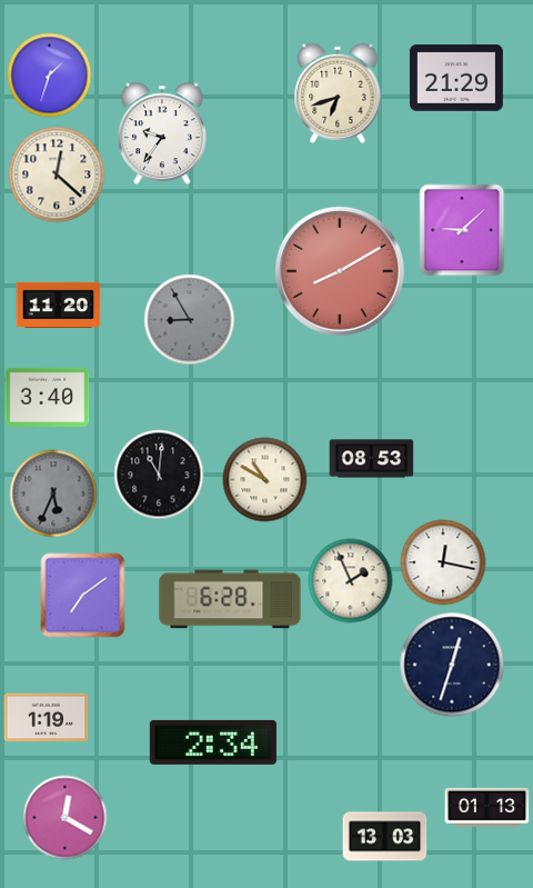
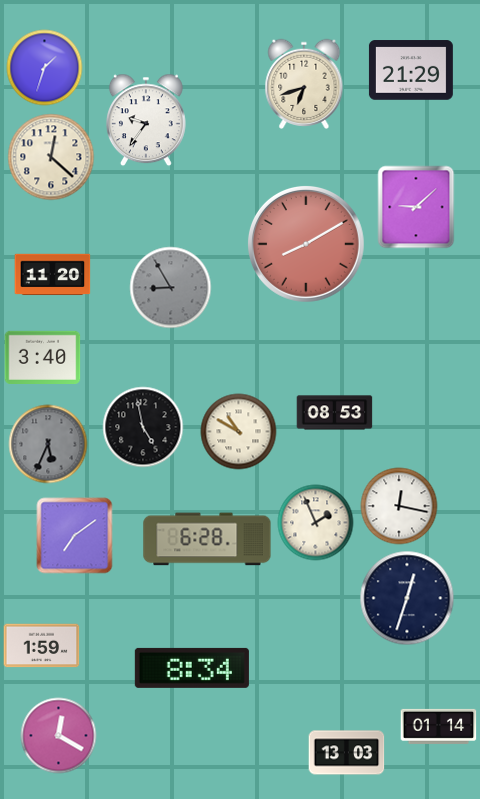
clock at (159, 475): 11:01 -> 4:58
clock at (47, 718): 1:19 -> 1:59
clock at (213, 742): 2:34 -> 8:34
clock at (487, 807): 01:13 -> 01:14
